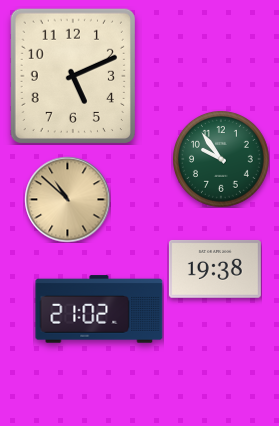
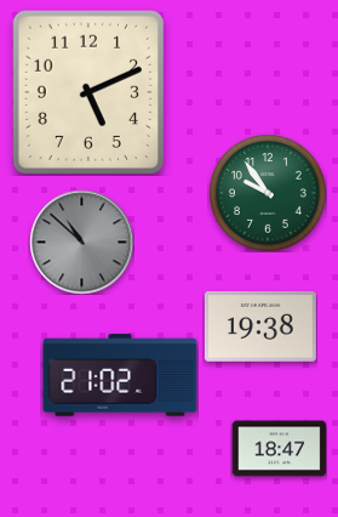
clock at (67, 199) dial: champagne -> grey
clock at (279, 449): none -> 18:47
